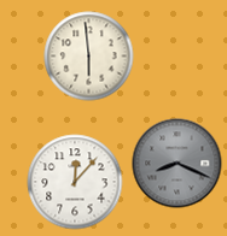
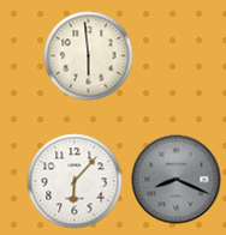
clock at (177, 164) position: (177, 164) -> (177, 180)
clock at (75, 182): 12:07 -> 6:07
